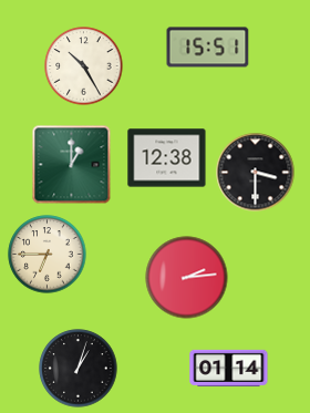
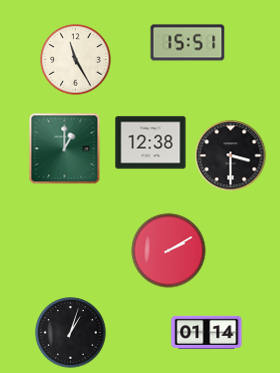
clock at (84, 66): 10:25 -> 11:25
clock at (48, 255): 6:45 -> none
clock at (187, 278): 2:14 -> 2:10
